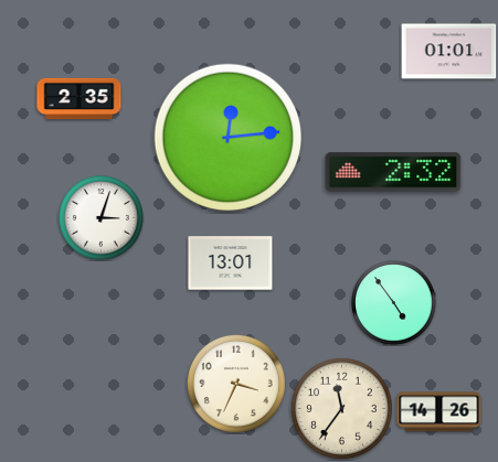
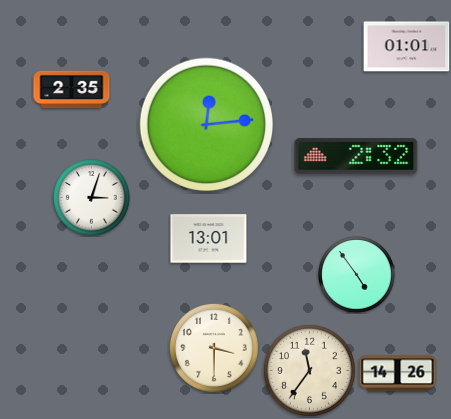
clock at (236, 384): 3:34 -> 3:30
